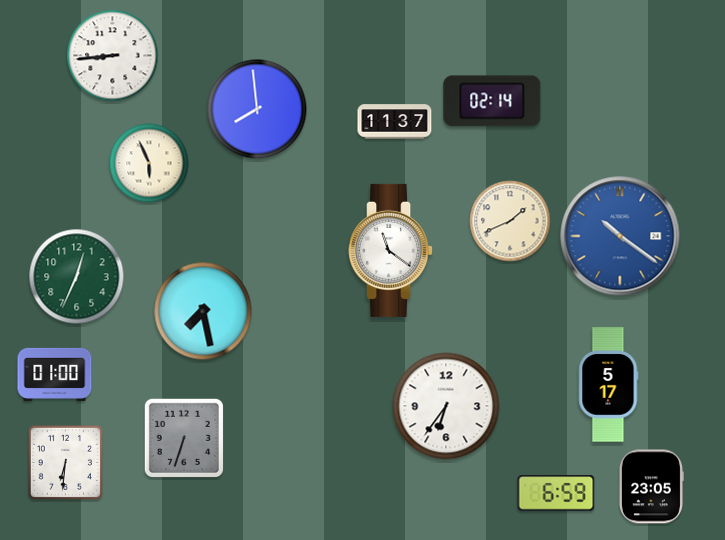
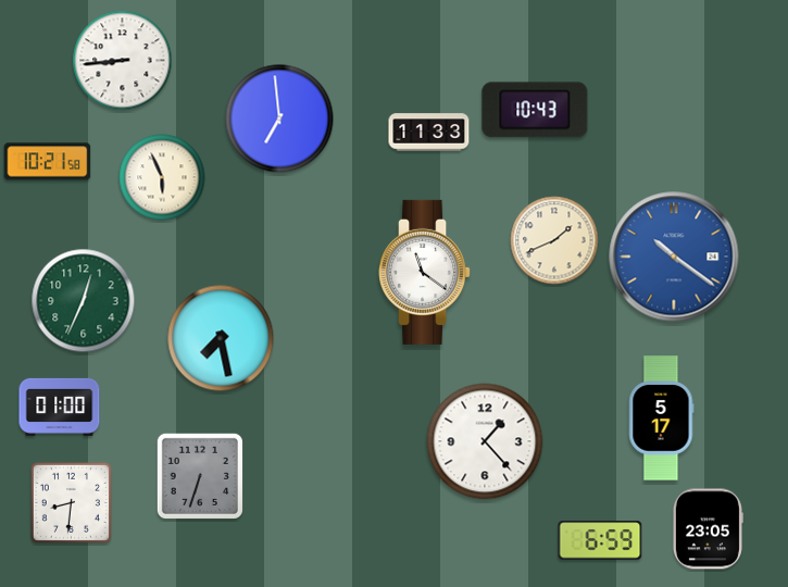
clock at (492, 101): 02:14 -> 10:43
clock at (257, 109): 7:59 -> 6:59
clock at (395, 122): 11:37 -> 11:33
clock at (48, 162): none -> 10:21
clock at (446, 406): 6:36 -> 1:23
clock at (65, 462): 6:31 -> 8:31
clock at (556, 493) position: (556, 493) -> (600, 540)
